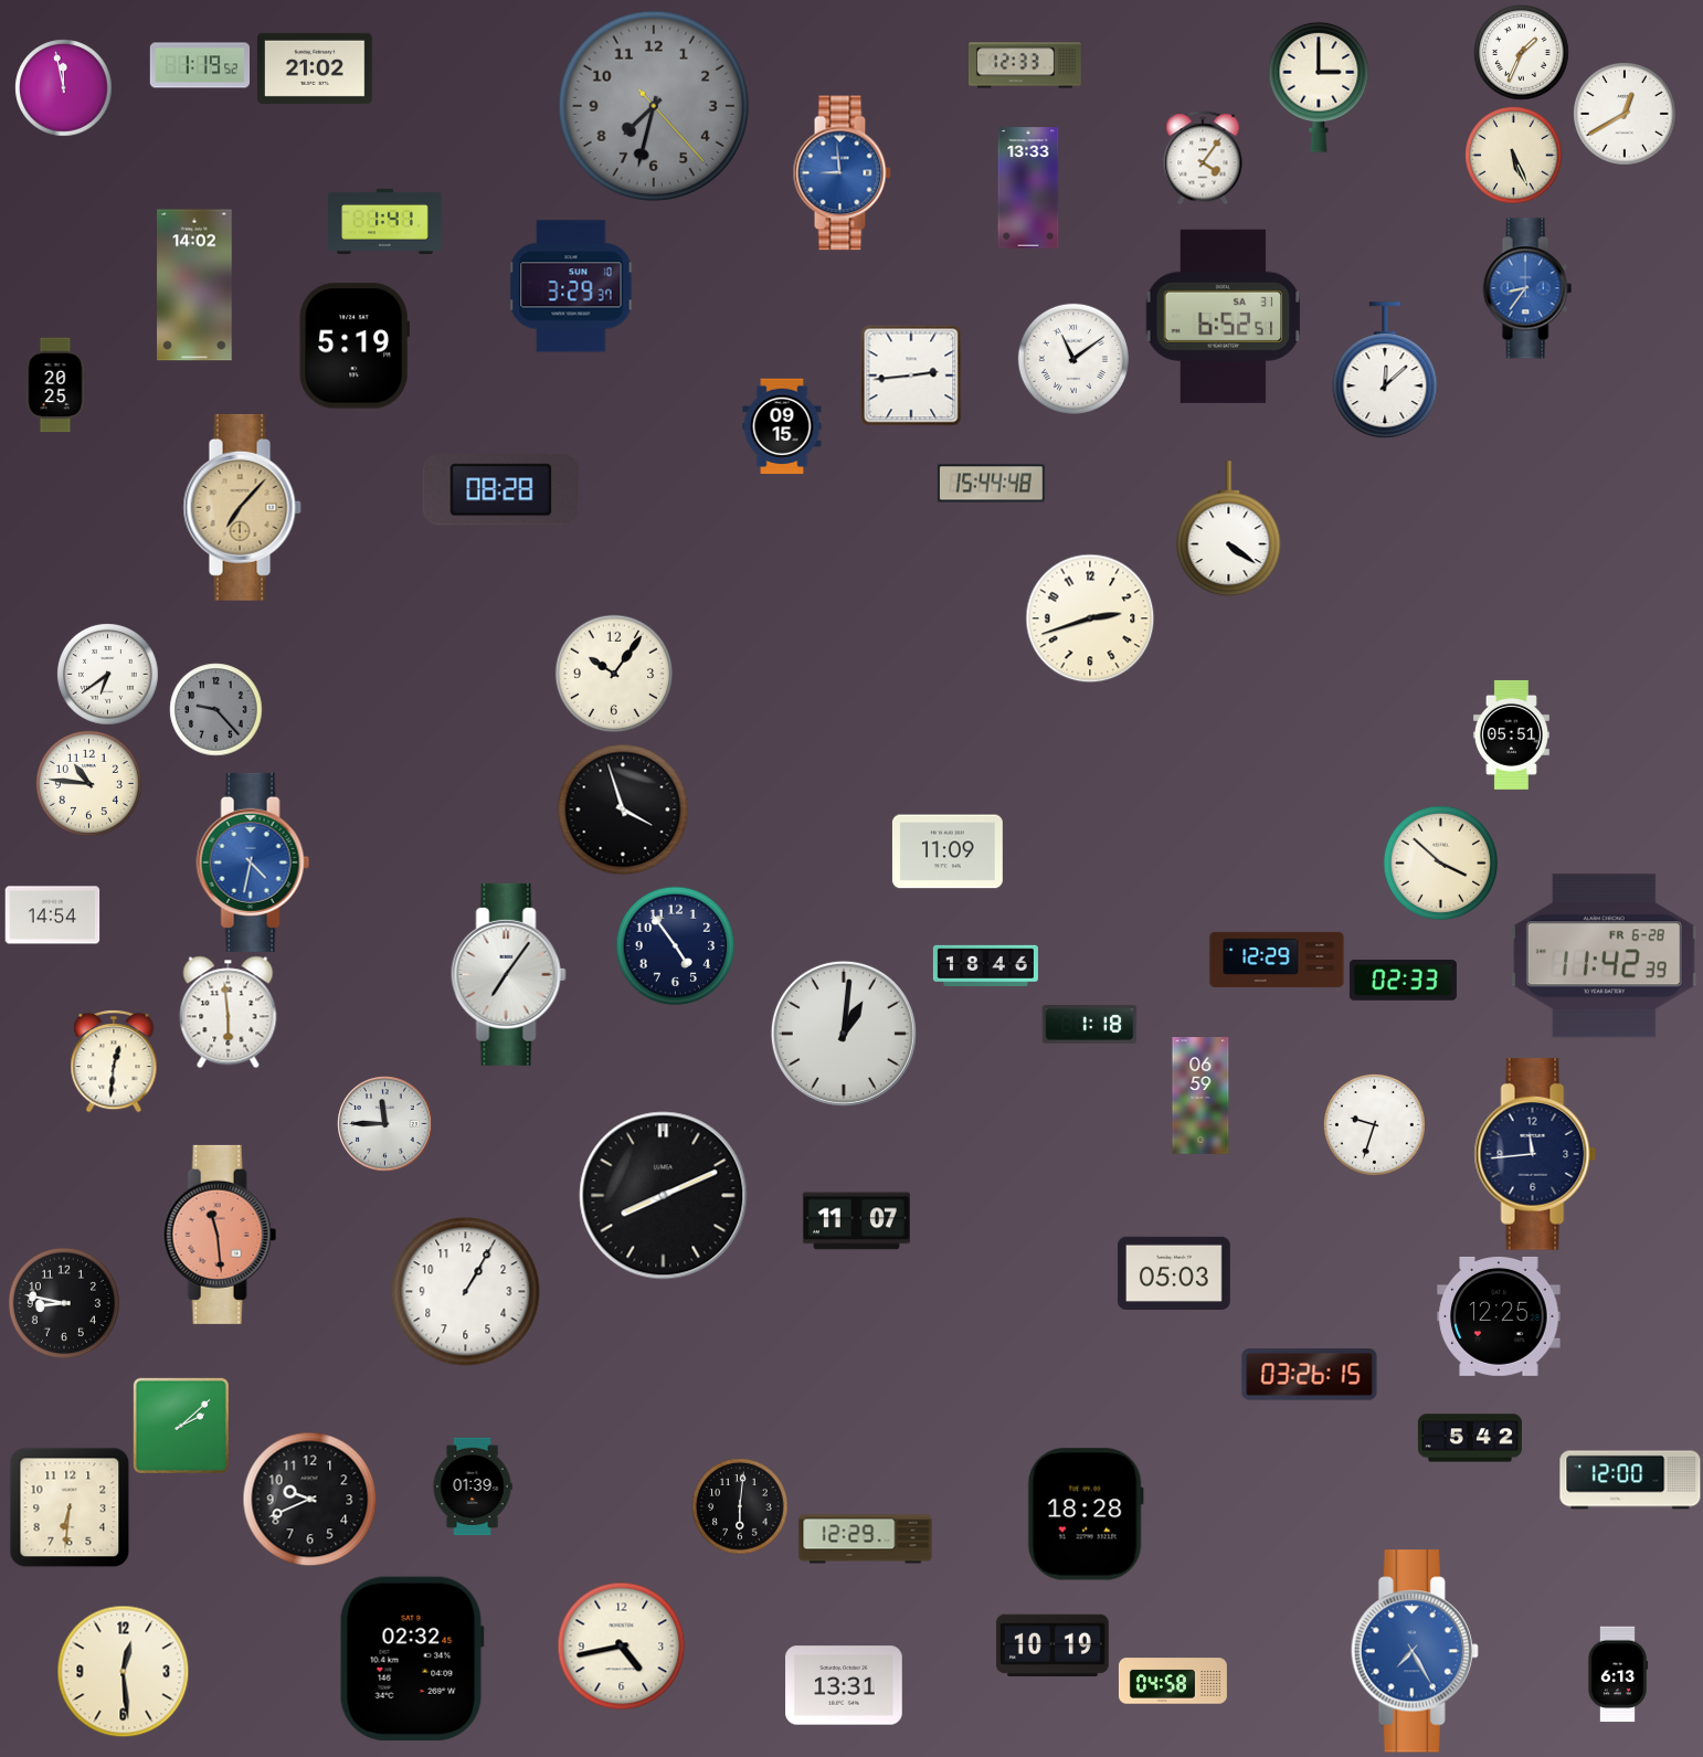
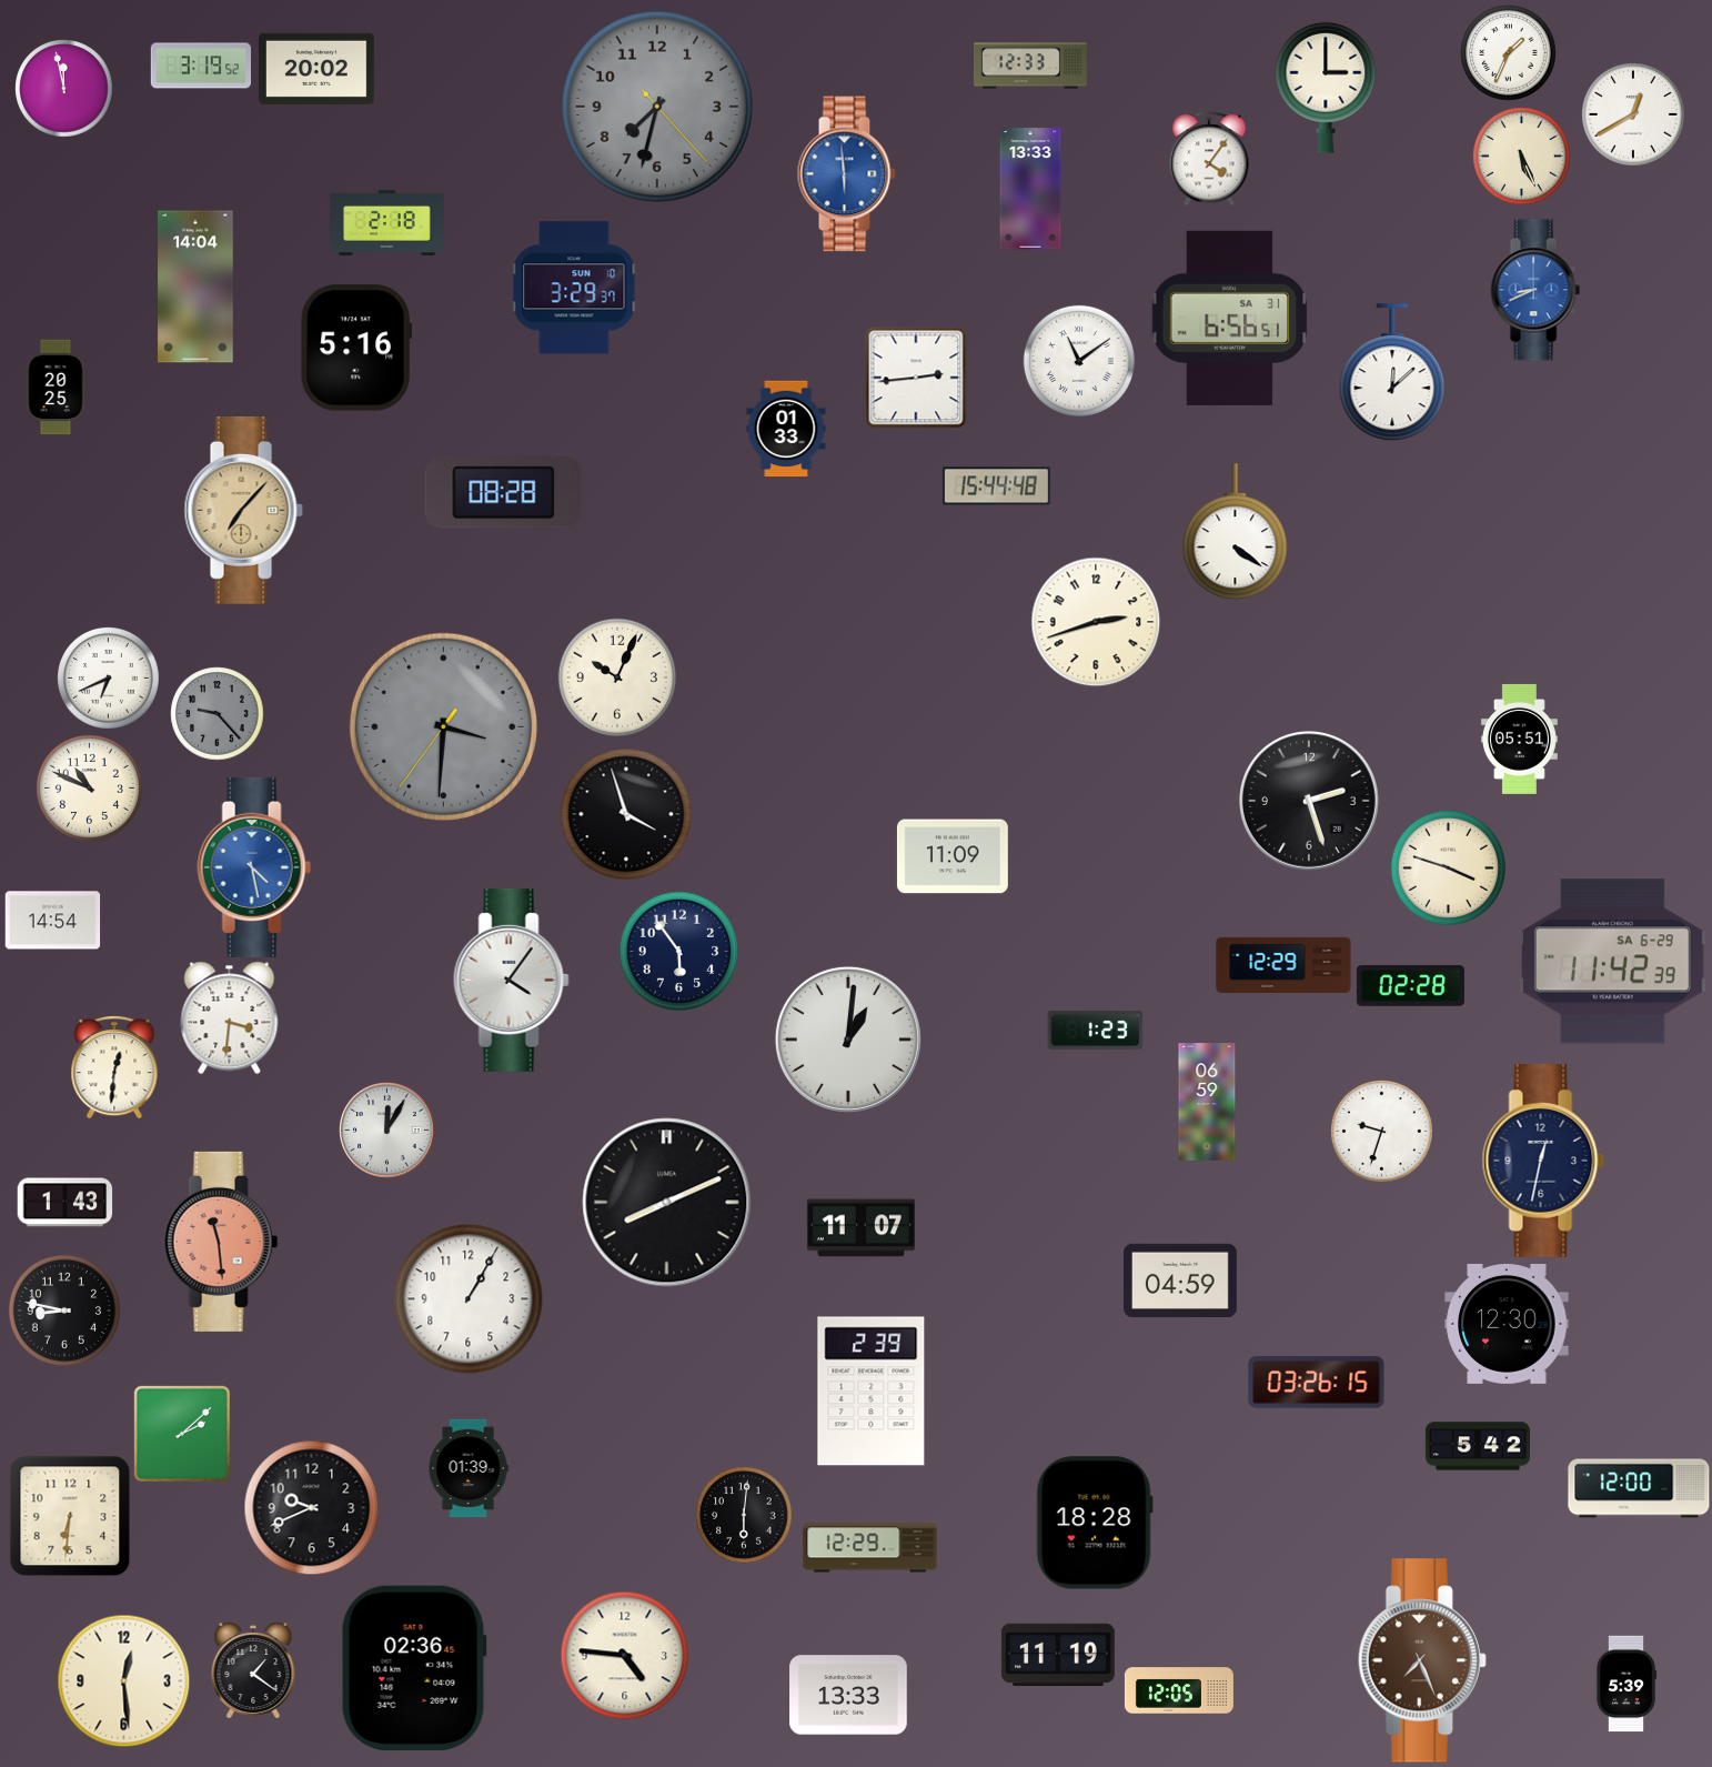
clock at (1521, 52) position: (1521, 52) -> (1508, 52)
clock at (199, 65): 1:19 -> 3:19
clock at (316, 68): 21:02 -> 20:02
clock at (842, 173): 8:59 -> 5:59
clock at (1028, 188) position: (1028, 188) -> (1030, 189)
clock at (385, 221): 1:41 -> 2:18
clock at (194, 285): 14:02 -> 14:04
clock at (1527, 288): 8:36 -> 8:41
clock at (1224, 316): 6:52 -> 6:56
clock at (353, 346): 5:19 -> 5:16
clock at (782, 426): 09:15 -> 01:33
clock at (107, 674): 6:39 -> 6:41
clock at (614, 674): 10:06 -> 10:04
clock at (443, 726): none -> 3:30
clock at (88, 783): 10:46 -> 10:49
clock at (1310, 802): none -> 2:27
clock at (253, 862): 4:32 -> 4:28
clock at (1440, 862): 3:52 -> 3:48
clock at (675, 945): 4:54 -> 5:54
clock at (1604, 956) date: FR 6-28 -> SA 6-29
clock at (985, 965): 18:46 -> none
clock at (508, 974): 7:06 -> 4:06
clock at (1403, 981): 02:33 -> 02:28
clock at (229, 1012): 5:59 -> 3:31
clock at (1089, 1025): 1:18 -> 1:23
clock at (384, 1123): 11:45 -> 12:05
clock at (1535, 1154): 11:44 -> 12:32
clock at (64, 1203): none -> 1:43
clock at (1174, 1272): 05:03 -> 04:59
clock at (1499, 1316): 12:25 -> 12:30
clock at (872, 1392): none -> 2:39
clock at (473, 1486) position: (473, 1486) -> (469, 1468)
clock at (1086, 1514) position: (1086, 1514) -> (1095, 1523)
clock at (1053, 1644): 10:19 -> 11:19
clock at (621, 1645): 4:43 -> 4:46
clock at (1415, 1651): 7:25 -> 7:26
clock at (1415, 1651) dial: blue -> brown
clock at (412, 1659): 02:32 -> 02:36
clock at (253, 1670): none -> 1:21
clock at (1618, 1674): 6:13 -> 5:39
clock at (1173, 1681): 04:58 -> 12:05
clock at (844, 1685): 13:31 -> 13:33
